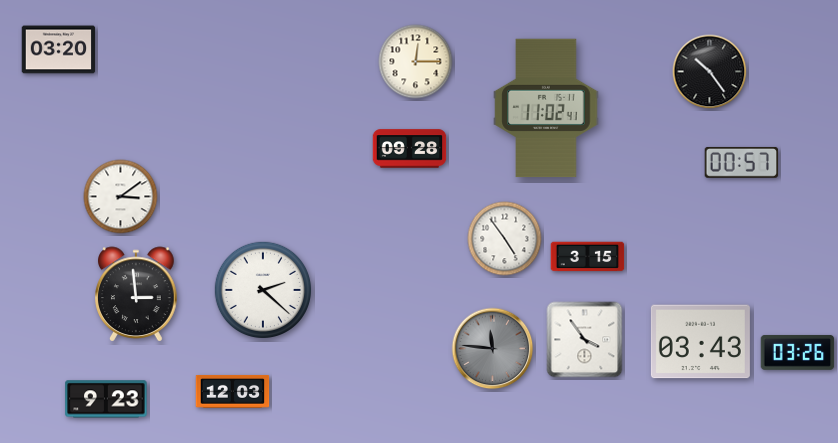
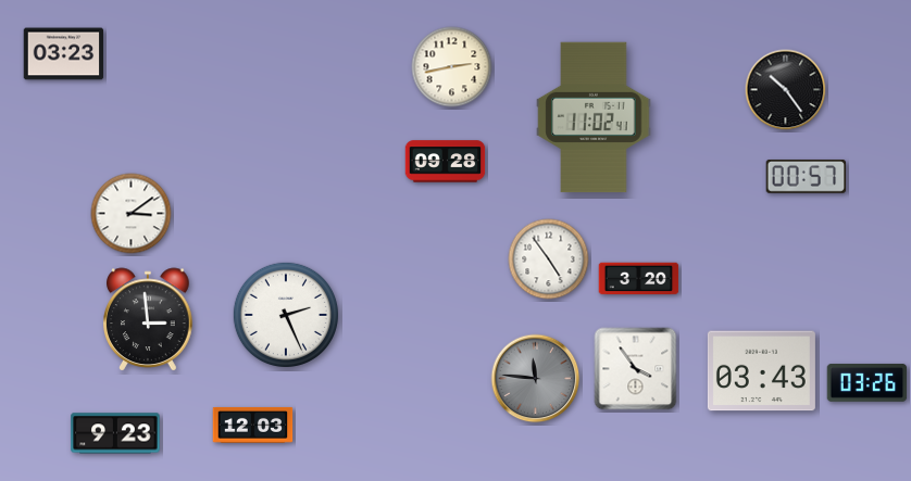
clock at (59, 50): 03:20 -> 03:23
clock at (416, 62): 12:15 -> 2:43
clock at (710, 72) position: (710, 72) -> (786, 90)
clock at (588, 257): 3:15 -> 3:20
clock at (262, 289): 2:22 -> 2:26
